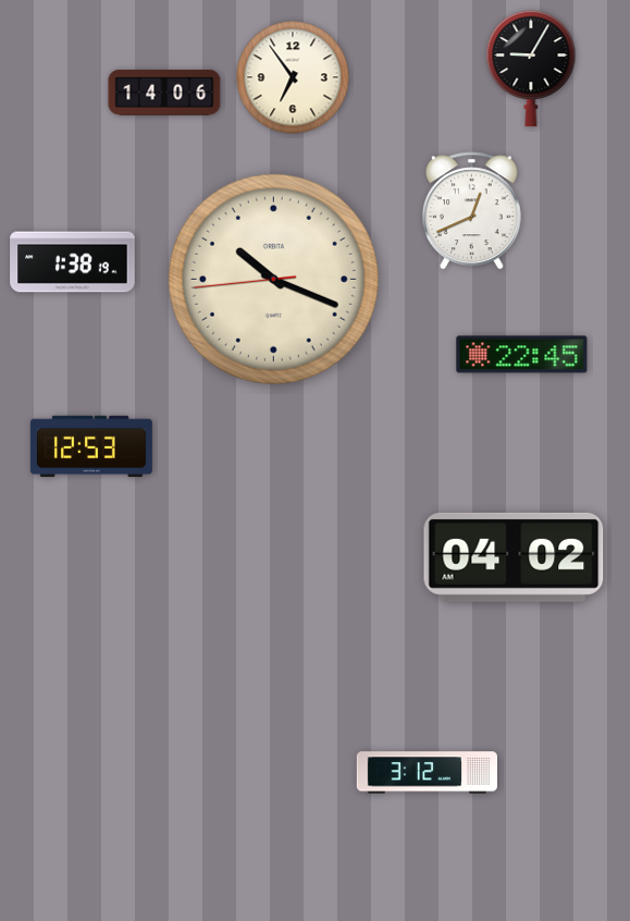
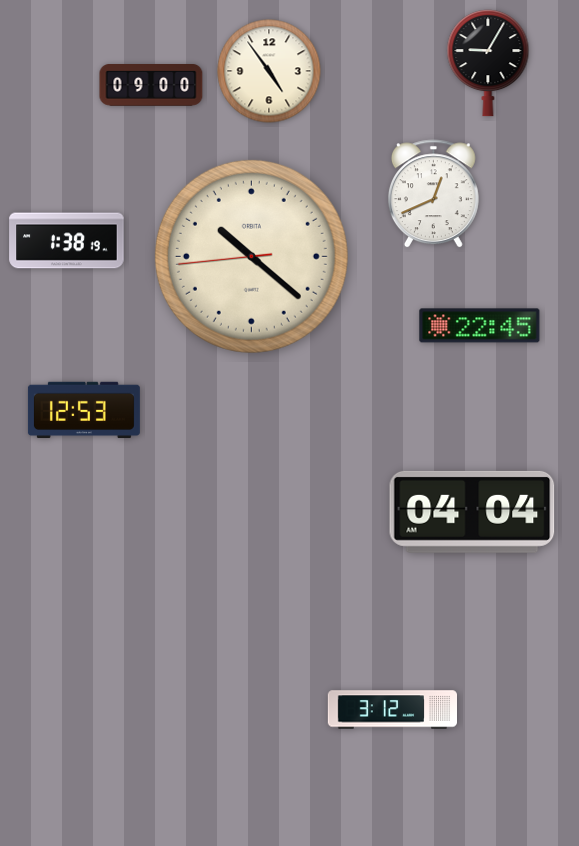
clock at (293, 77): 6:54 -> 4:54
clock at (164, 93): 14:06 -> 09:00
clock at (273, 279): 10:18 -> 10:21
clock at (514, 557): 04:02 -> 04:04
